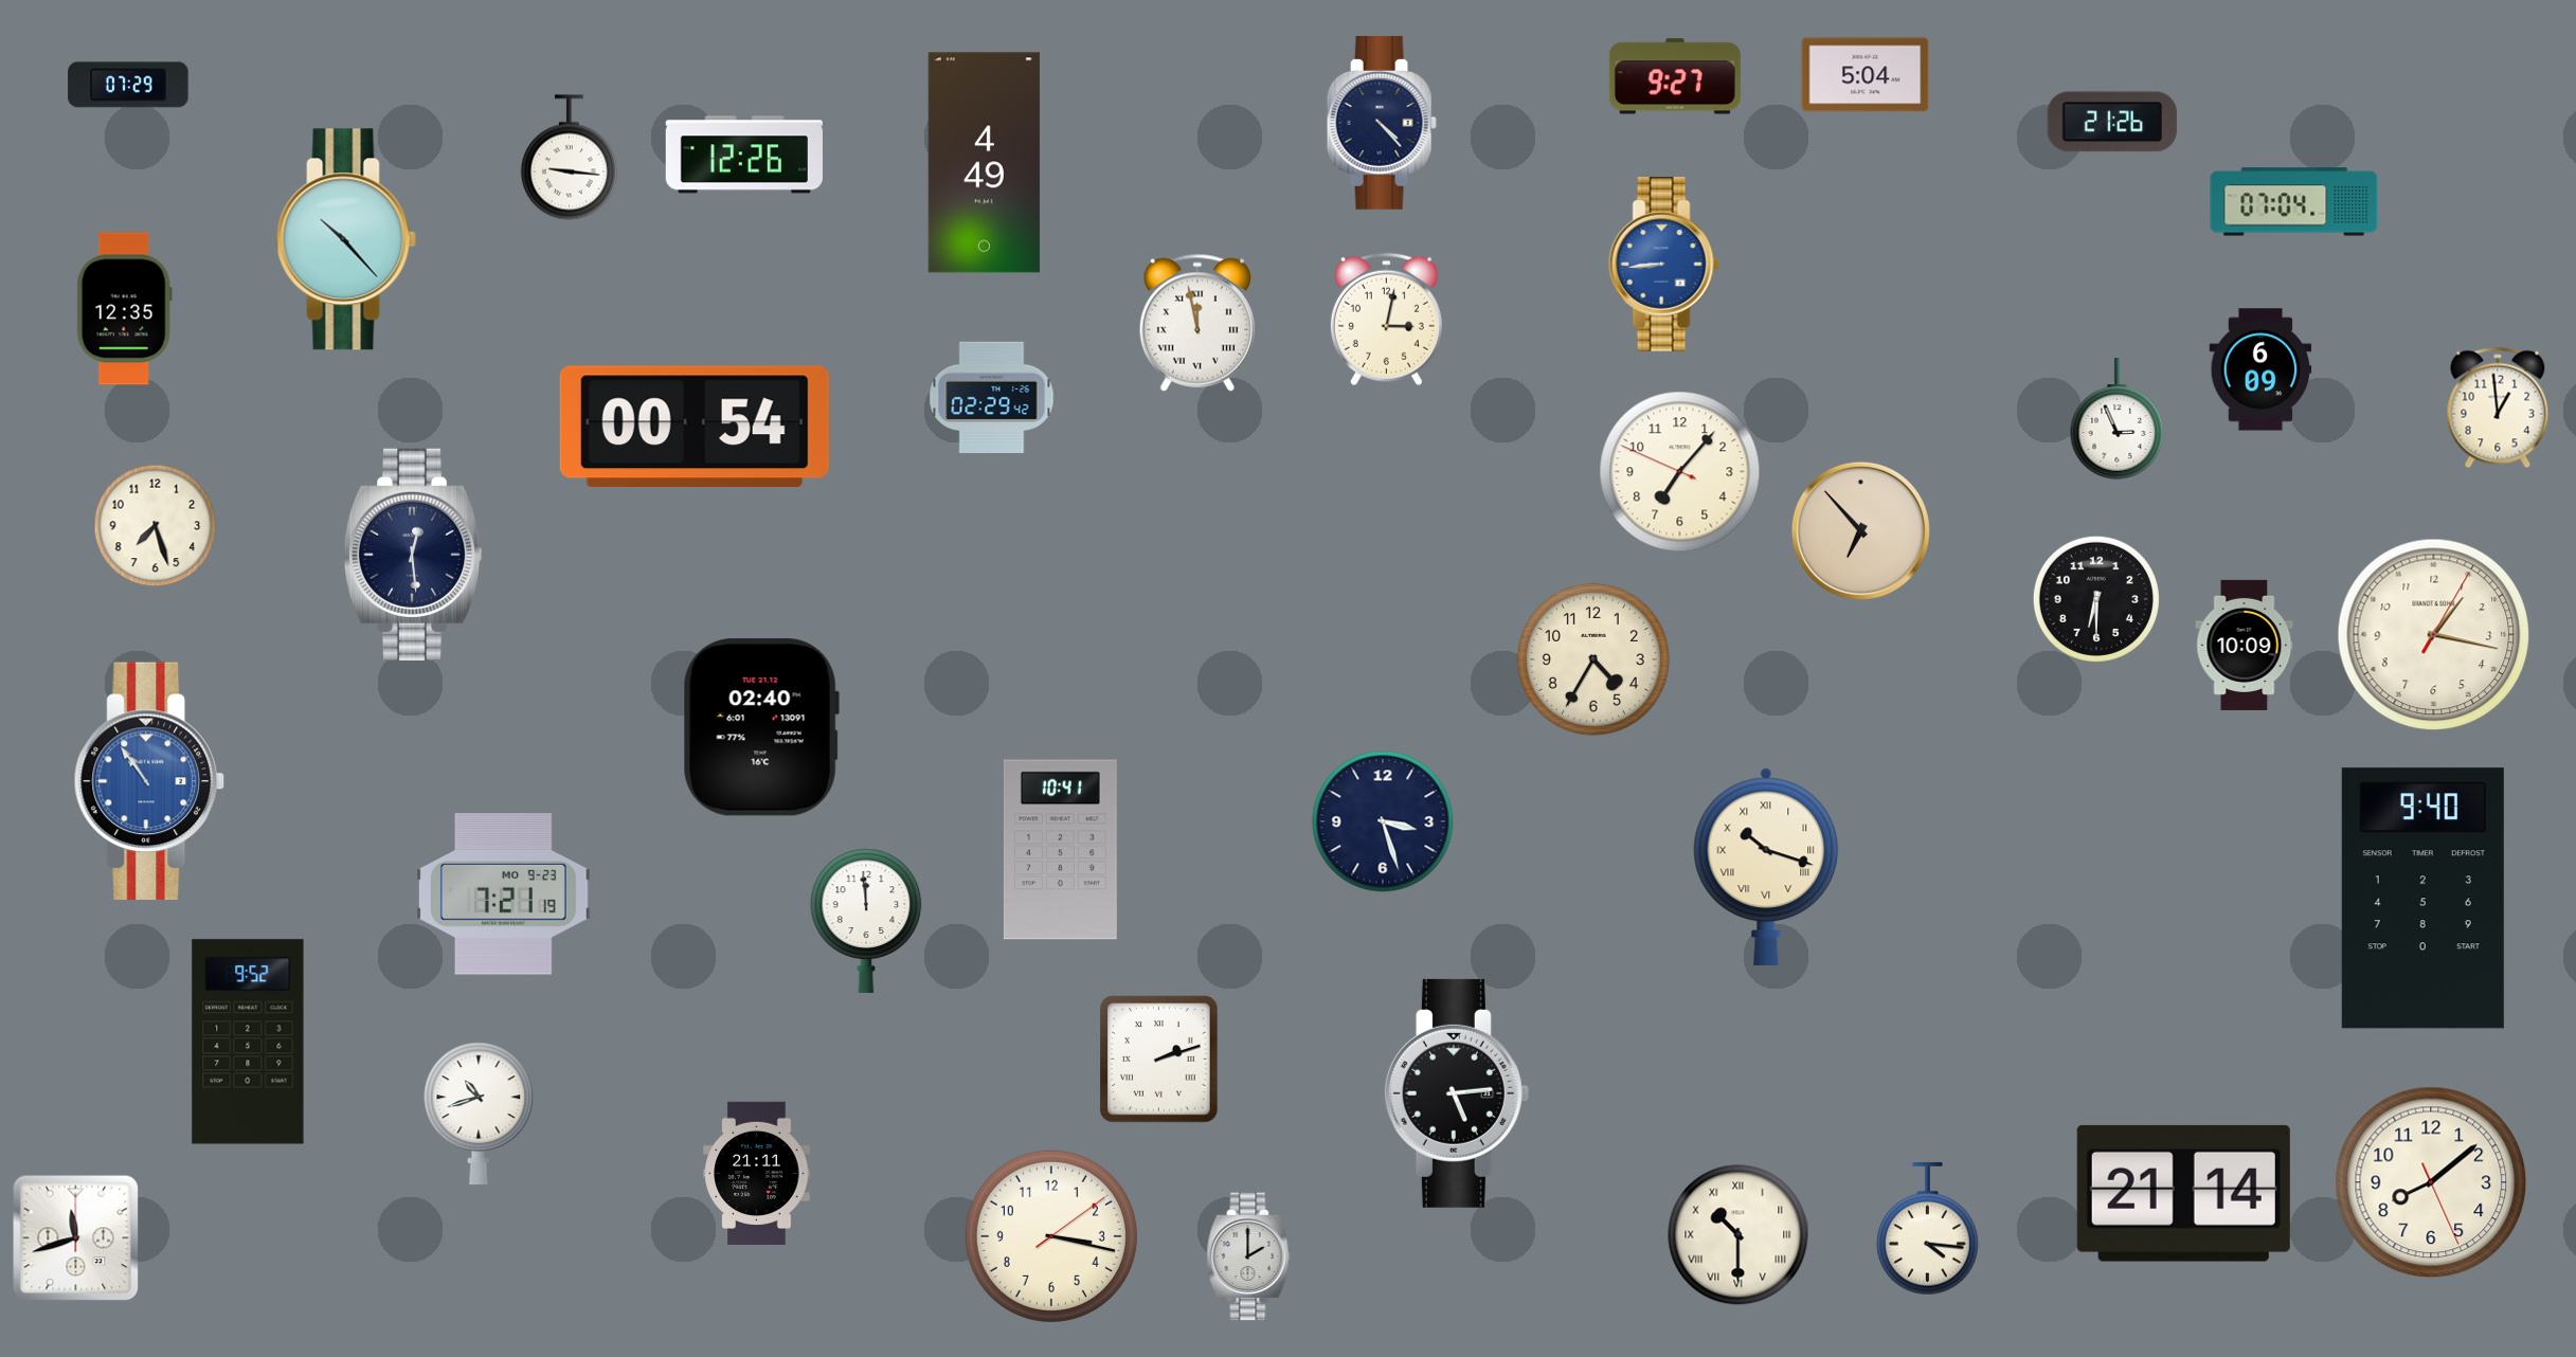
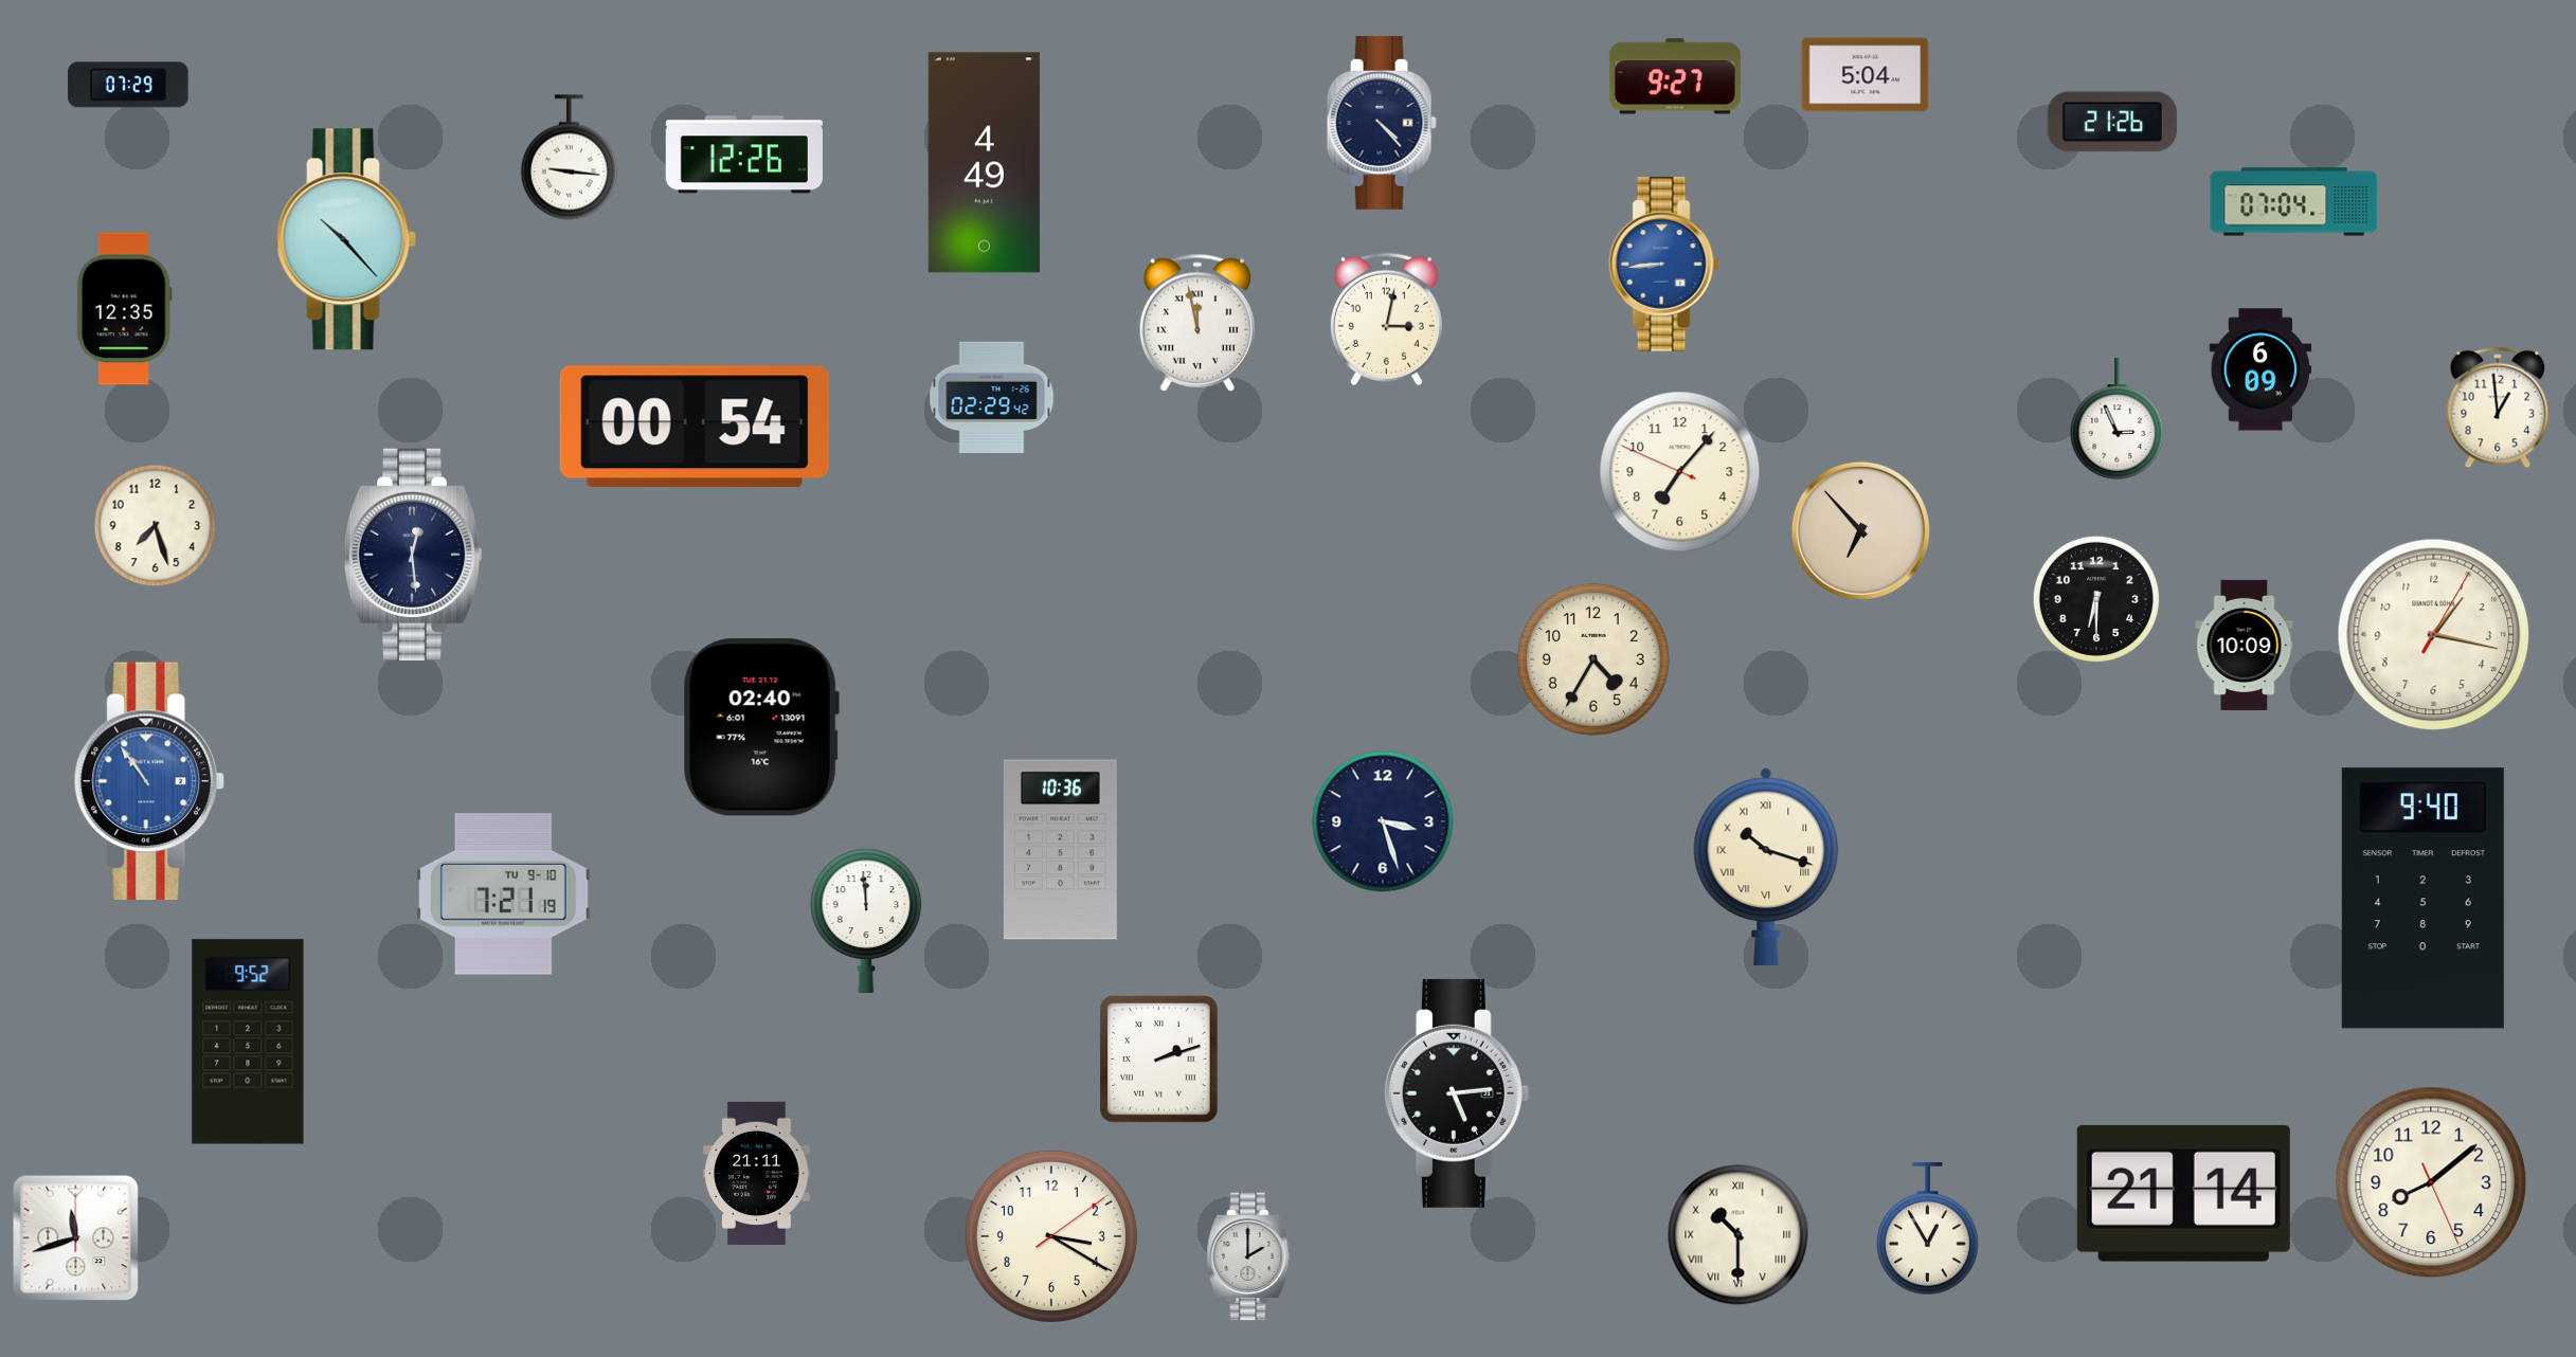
clock at (1060, 850): 10:41 -> 10:36
clock at (503, 894) date: MO 9-23 -> TU 9-10
clock at (479, 1114): 10:42 -> none
clock at (1928, 1229): 4:16 -> 12:55
clock at (1051, 1236): 3:17 -> 3:20
